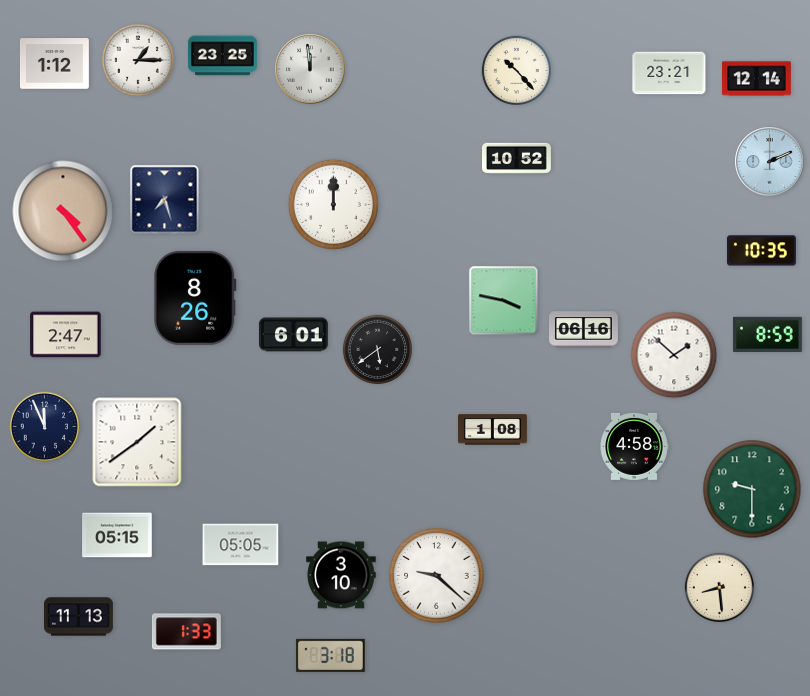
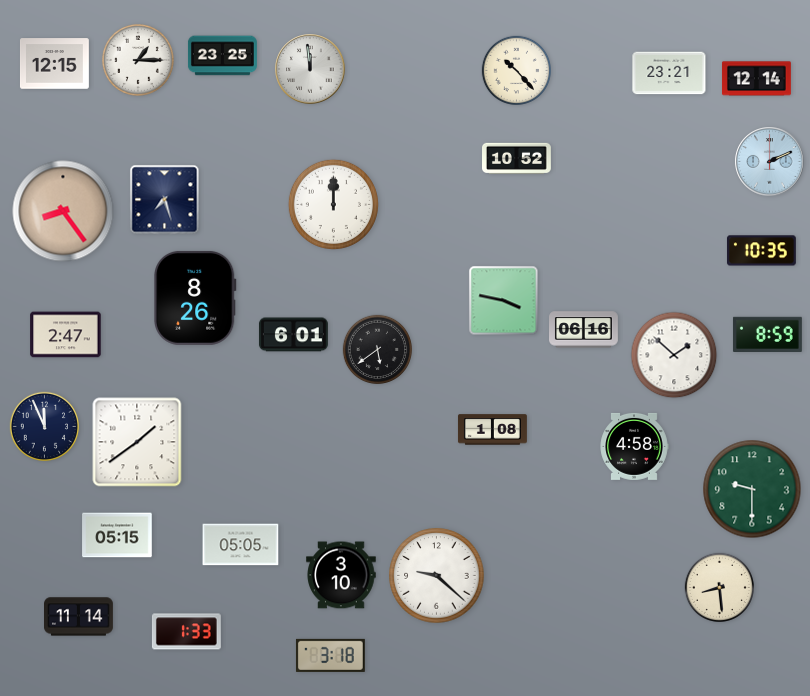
clock at (54, 64): 1:12 -> 12:15
clock at (63, 211): 4:24 -> 8:24
clock at (79, 617): 11:13 -> 11:14
